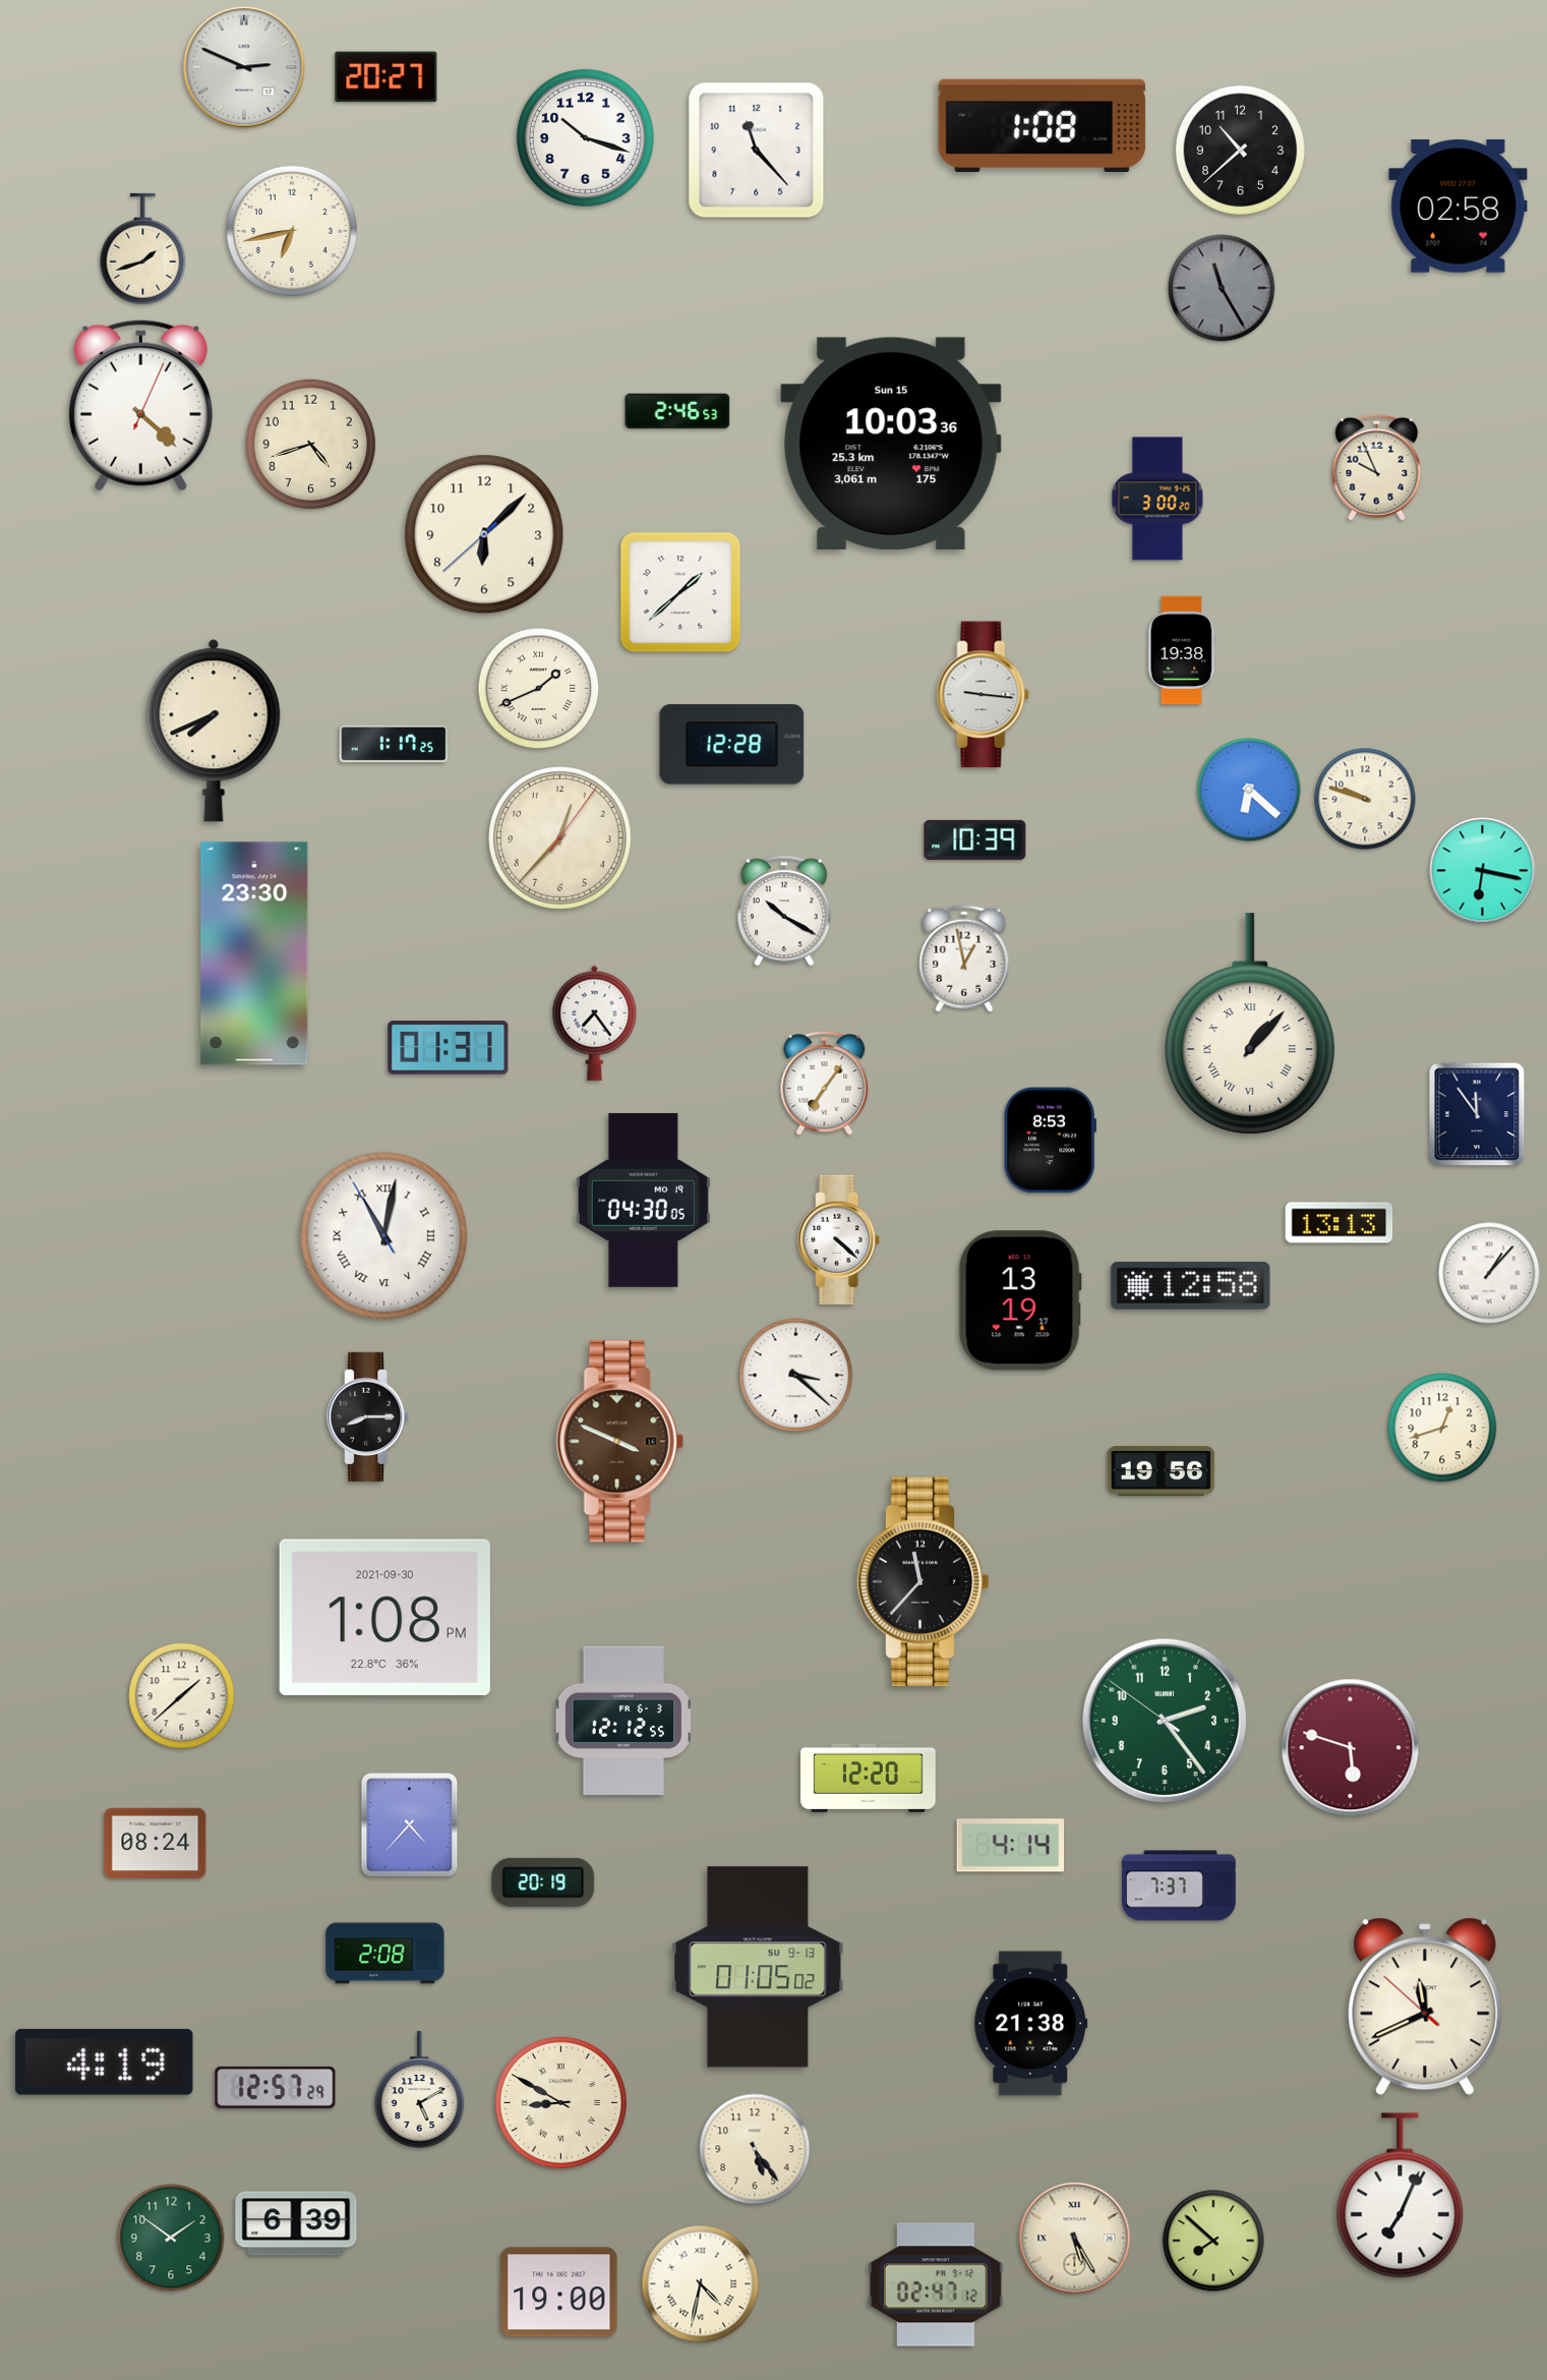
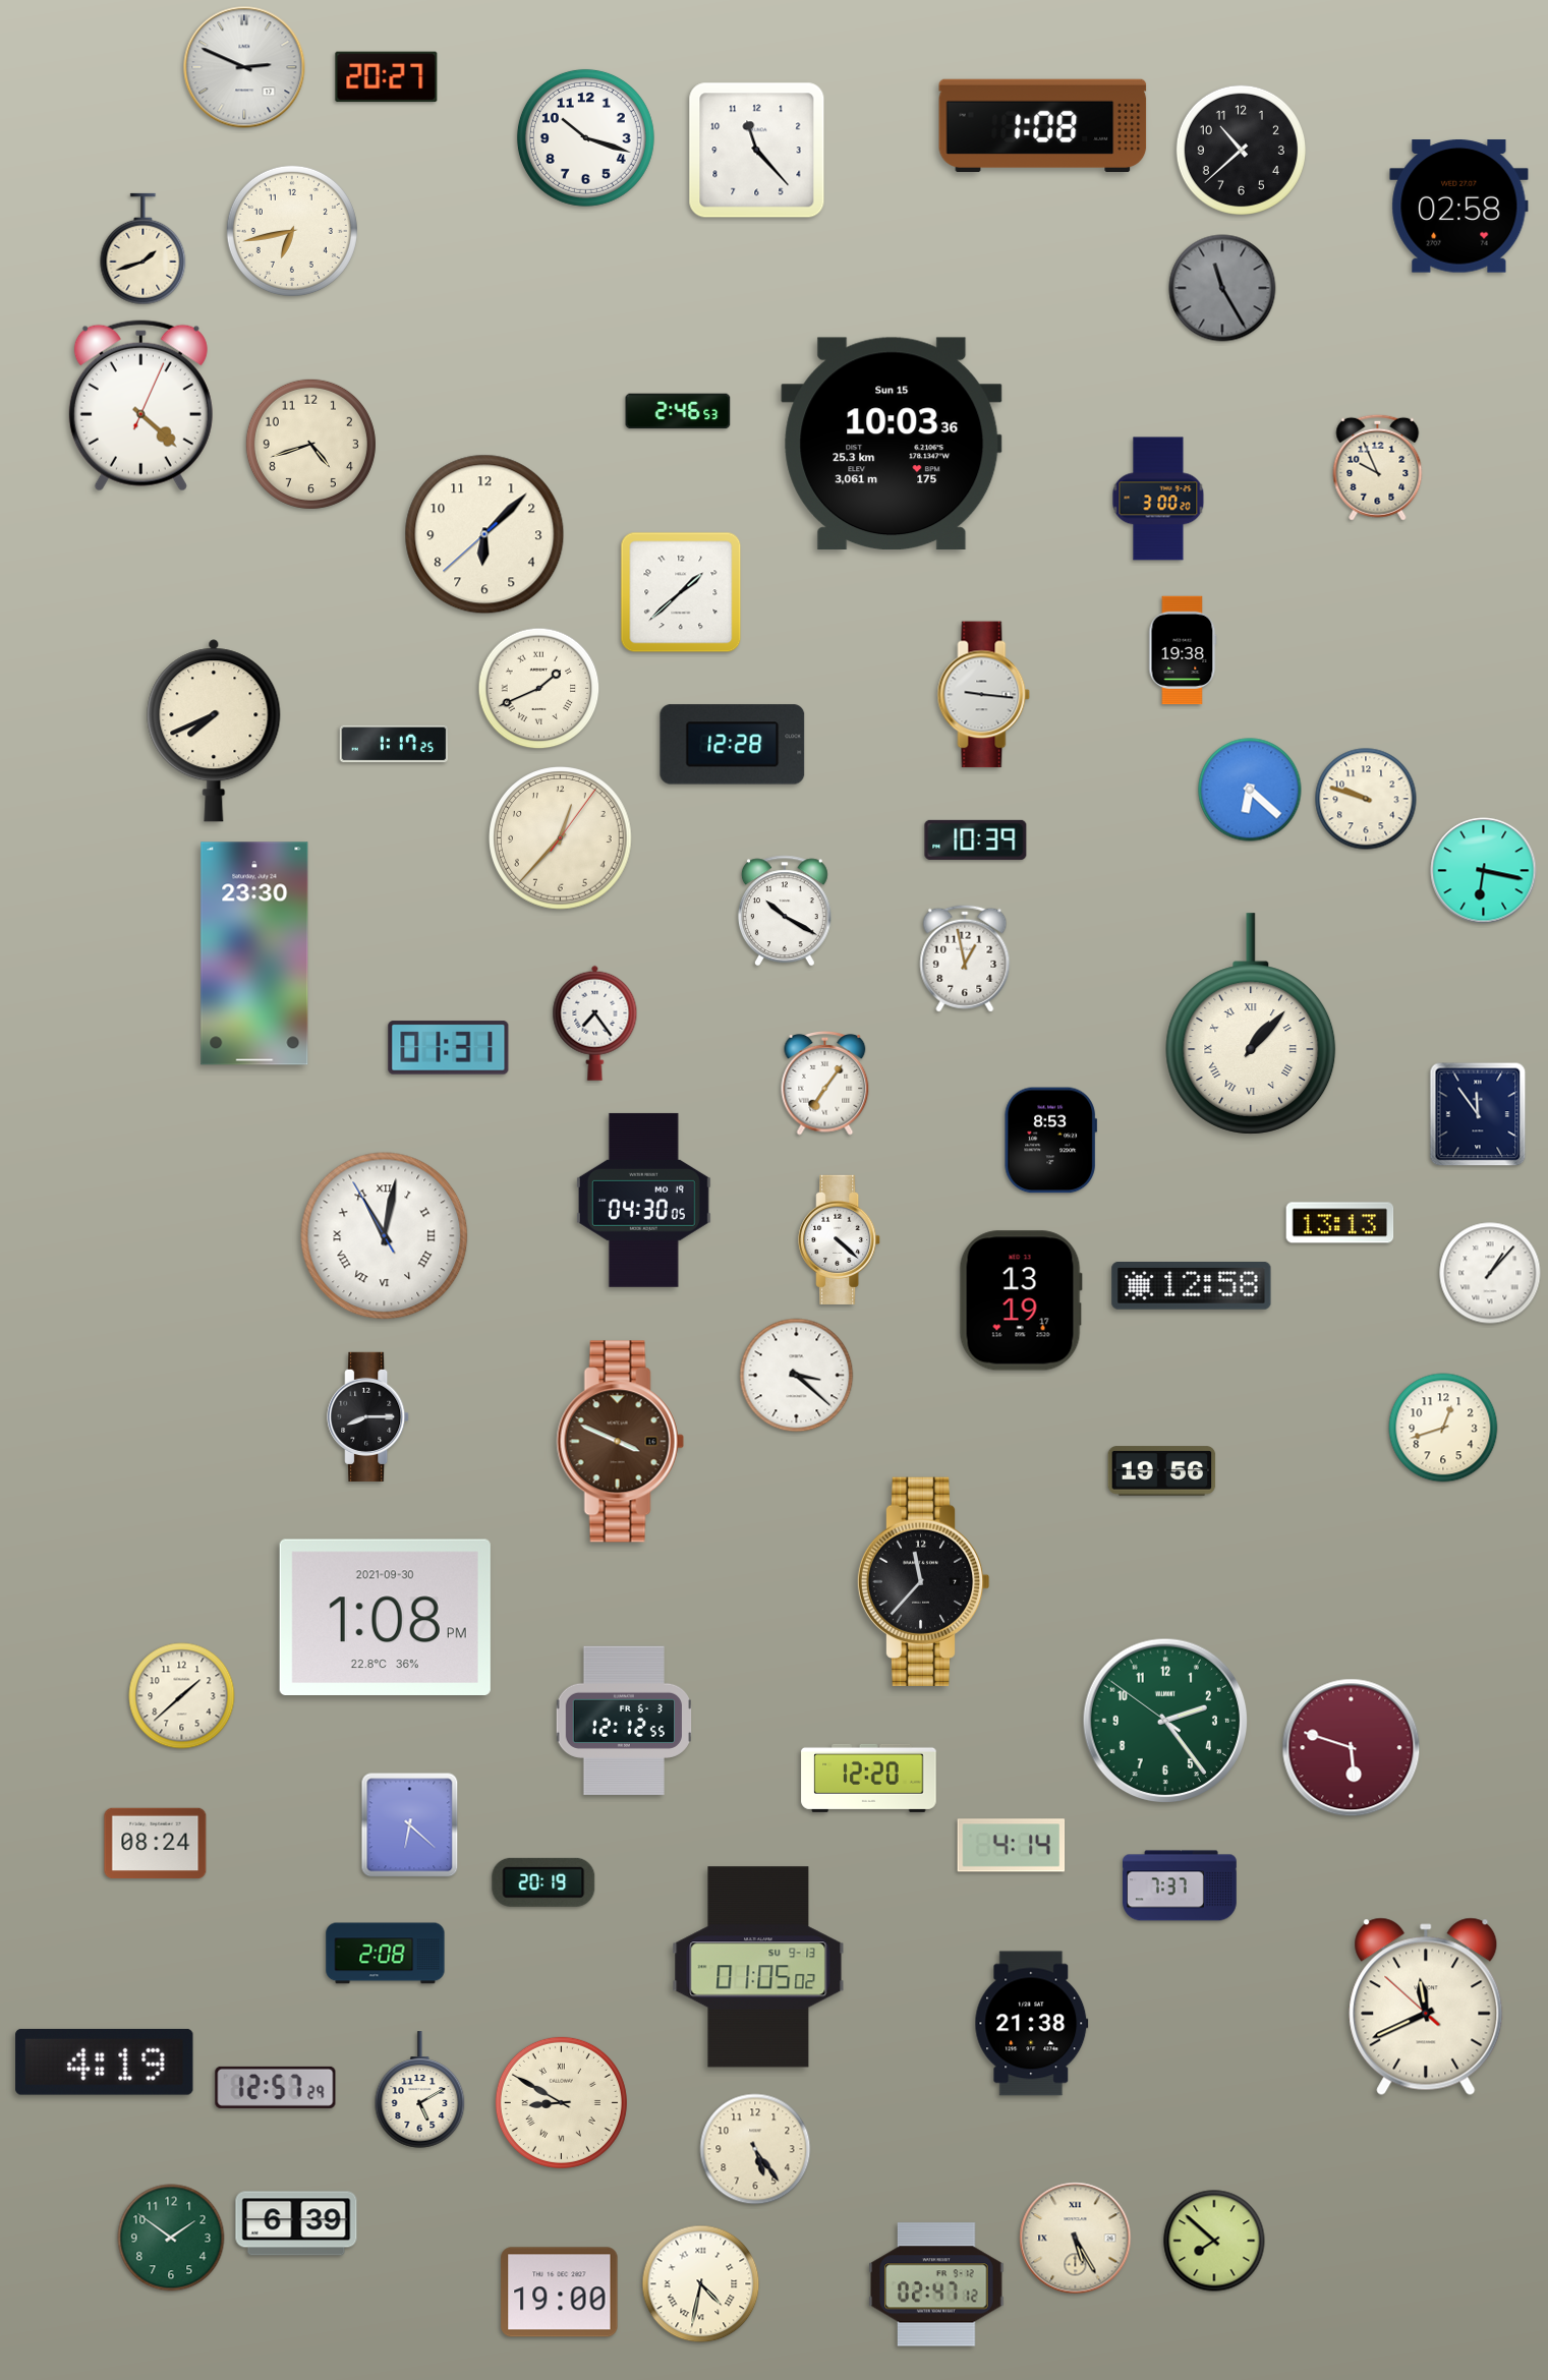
clock at (410, 1825): 4:37 -> 6:22
clock at (1401, 2196): 7:04 -> none
